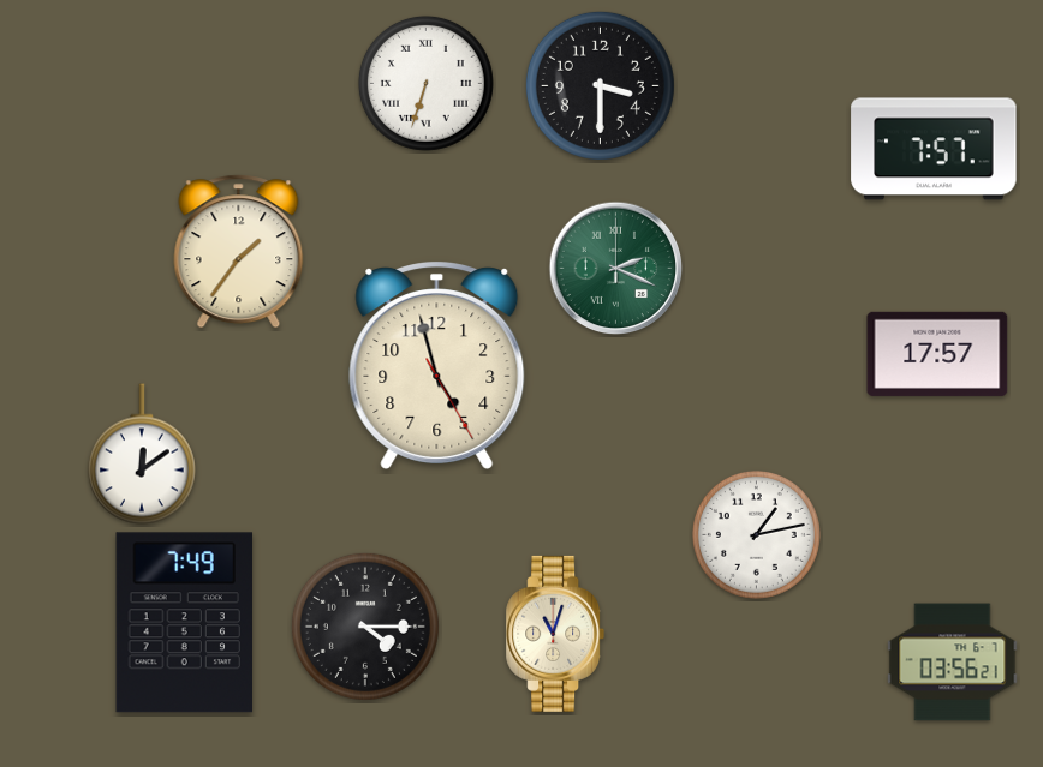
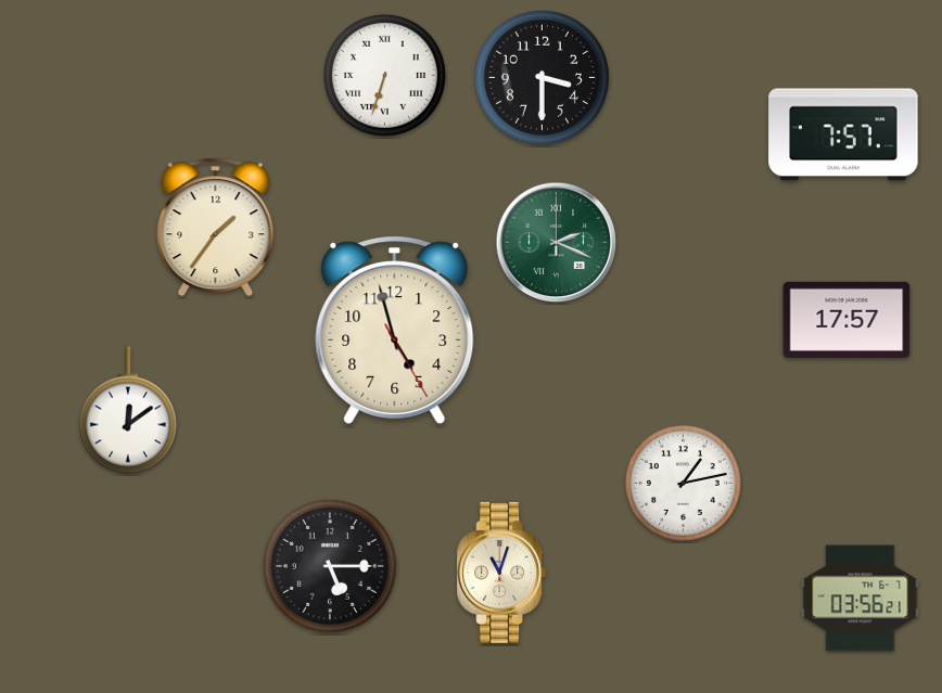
clock at (185, 623): 7:49 -> none
clock at (365, 627): 4:15 -> 5:15
